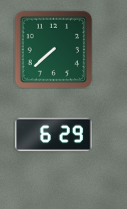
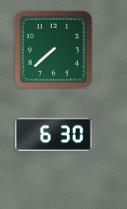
clock at (54, 135): 6:29 -> 6:30
